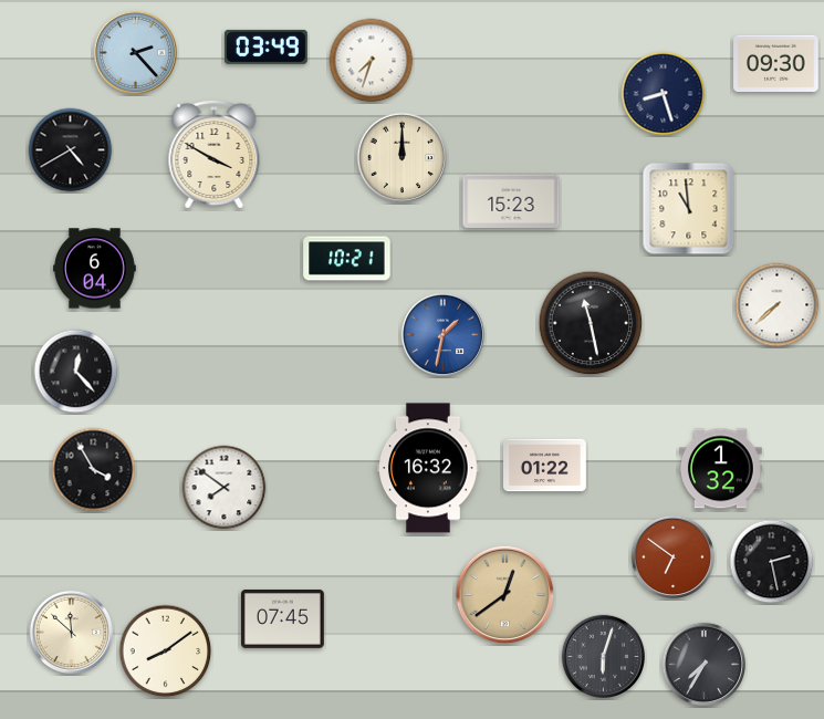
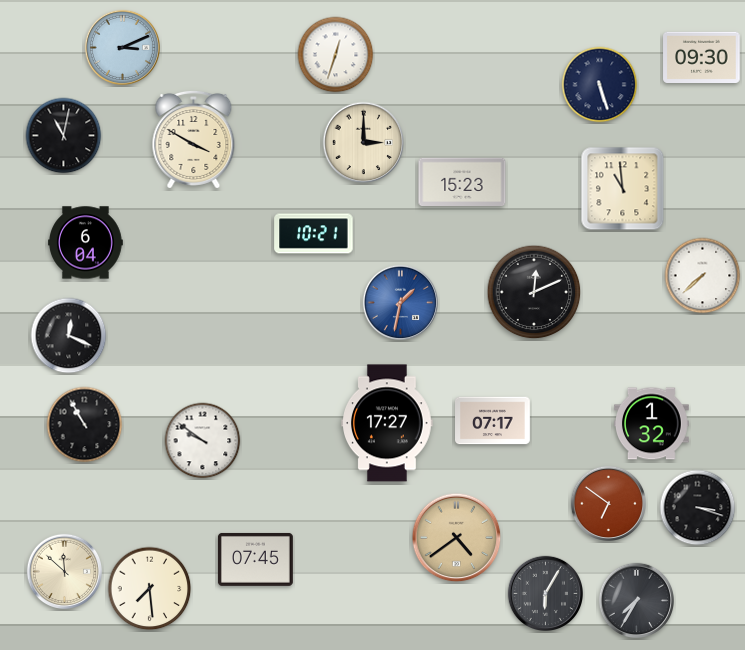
clock at (265, 46): 03:49 -> none
clock at (135, 52): 2:23 -> 3:11
clock at (372, 61): 7:33 -> 12:33
clock at (664, 94): 8:27 -> 5:27
clock at (71, 150): 4:40 -> 11:02
clock at (403, 158): 12:00 -> 3:00
clock at (591, 323): 11:28 -> 12:11
clock at (76, 372): 12:23 -> 12:19
clock at (545, 466): 01:22 -> 07:17
clock at (429, 468): 16:32 -> 17:27
clock at (94, 470): 3:55 -> 10:55
clock at (225, 488): 7:51 -> 9:51
clock at (772, 562): 2:28 -> 3:18
clock at (505, 595): 12:39 -> 4:39
clock at (166, 652): 8:09 -> 7:29
clock at (603, 656): 6:03 -> 6:05
